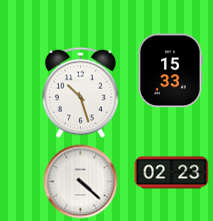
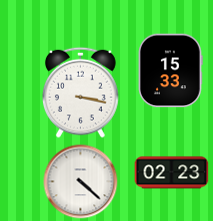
clock at (81, 92): 10:27 -> 3:17
